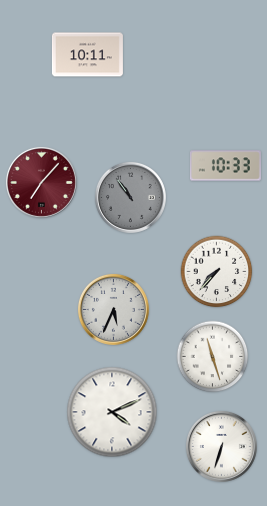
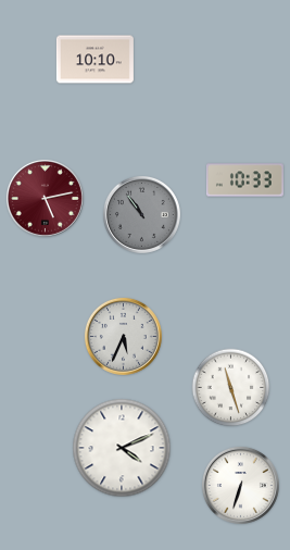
clock at (87, 55): 10:11 -> 10:10
clock at (41, 182): 7:07 -> 5:13
clock at (217, 272): 7:37 -> none
